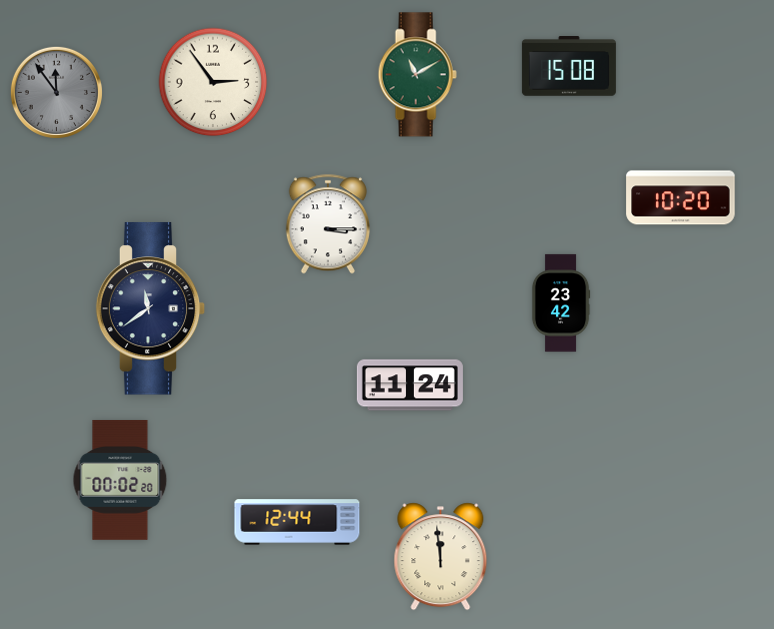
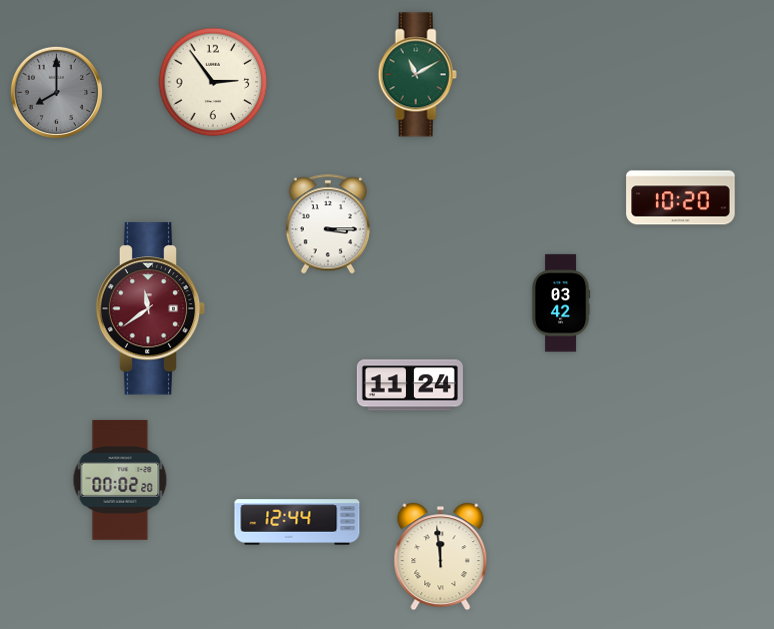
clock at (569, 67): 15:08 -> none
clock at (56, 92): 11:54 -> 8:00
clock at (561, 303): 23:42 -> 03:42
clock at (151, 309) dial: navy -> burgundy
